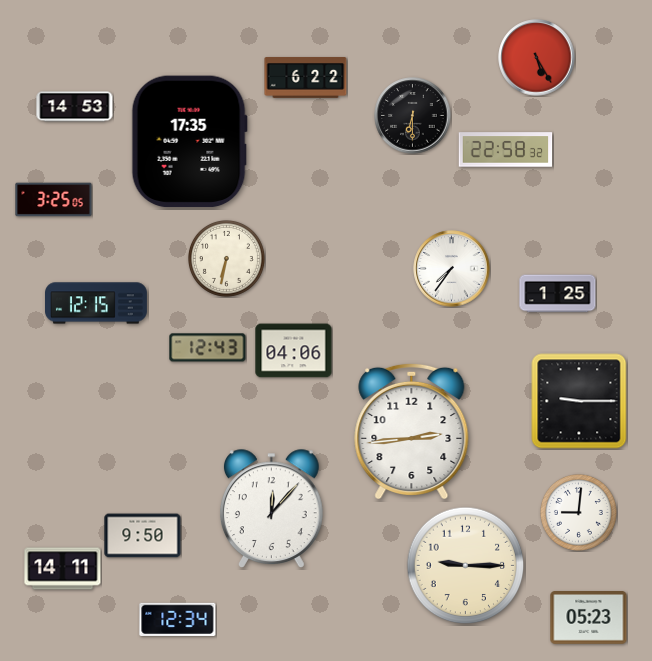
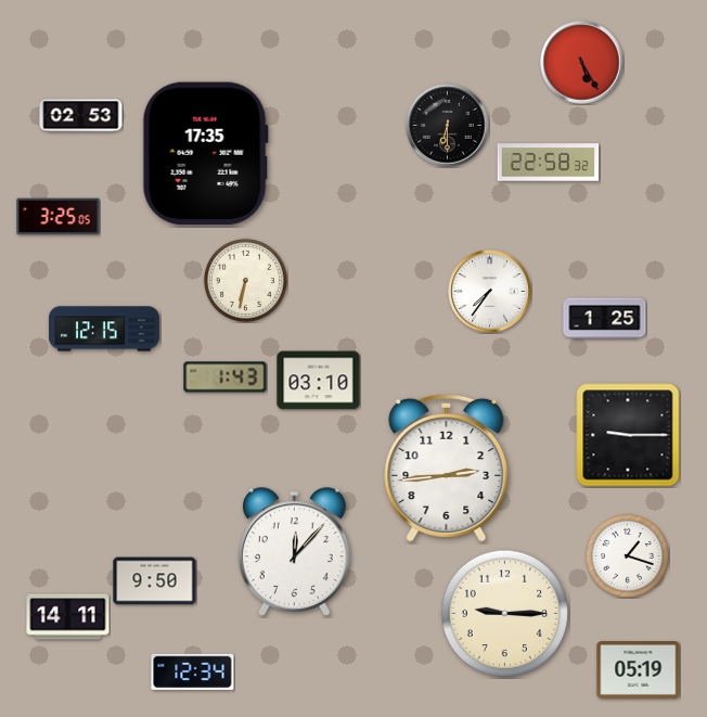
clock at (306, 78): 6:22 -> none
clock at (75, 107): 14:53 -> 02:53
clock at (208, 348): 12:43 -> 1:43
clock at (294, 351): 04:06 -> 03:10
clock at (578, 512): 9:01 -> 1:18
clock at (589, 618): 05:23 -> 05:19
